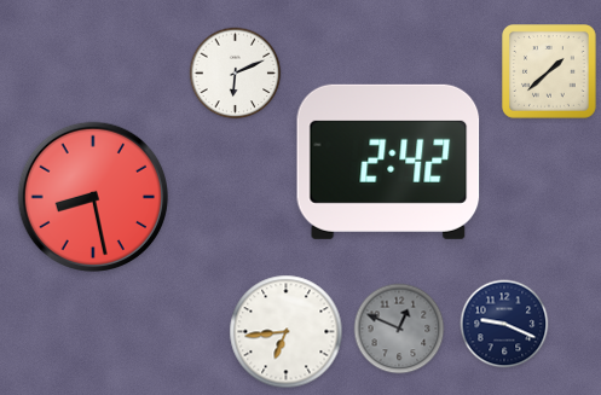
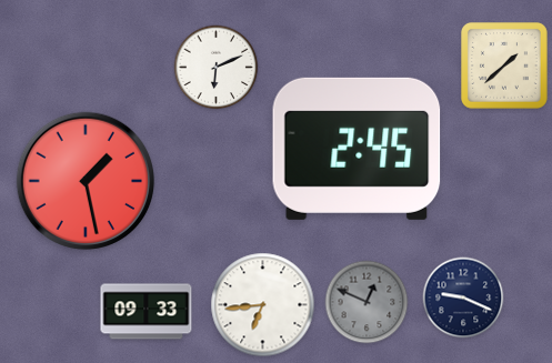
clock at (388, 162): 2:42 -> 2:45
clock at (93, 197): 8:28 -> 1:28
clock at (147, 312): none -> 09:33
